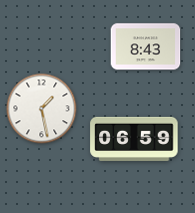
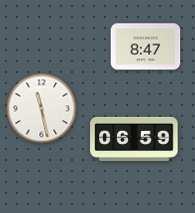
clock at (146, 47): 8:43 -> 8:47
clock at (42, 109): 1:28 -> 11:28
